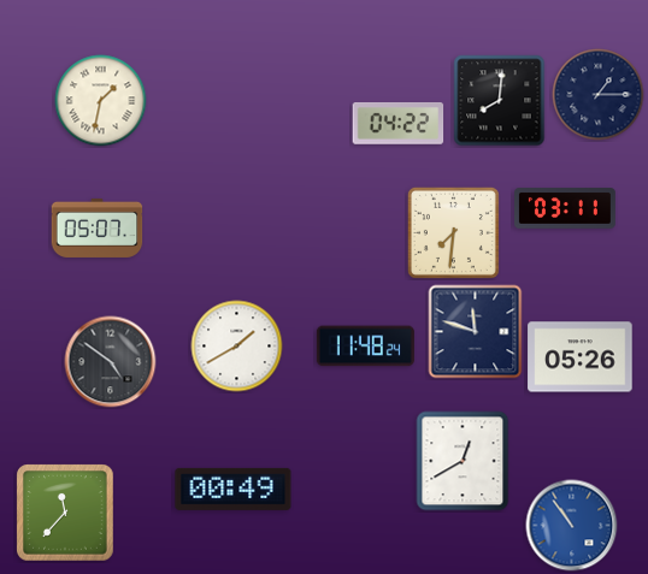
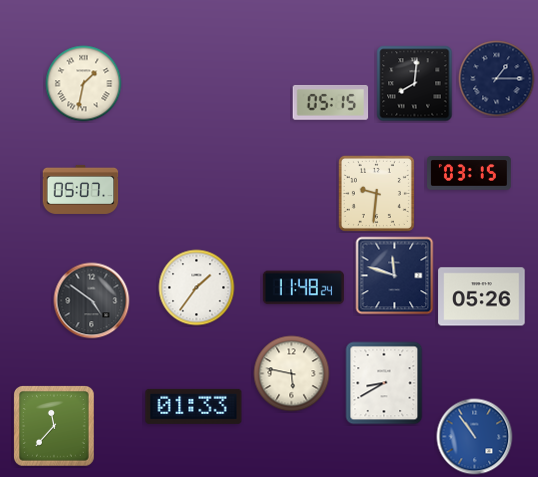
clock at (399, 123): 04:22 -> 05:15
clock at (566, 208): 03:11 -> 03:15
clock at (453, 232): 7:31 -> 9:31
clock at (237, 347): 1:40 -> 1:36
clock at (292, 374): none -> 5:47
clock at (463, 461): 12:40 -> 8:40
clock at (234, 489): 00:49 -> 01:33
